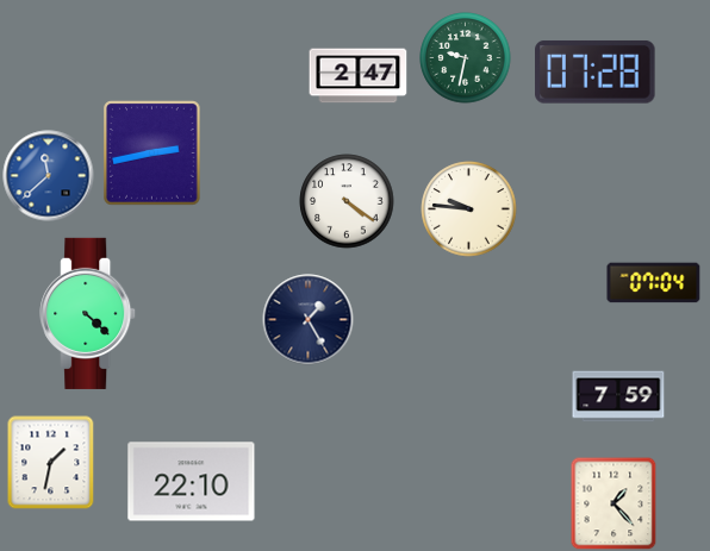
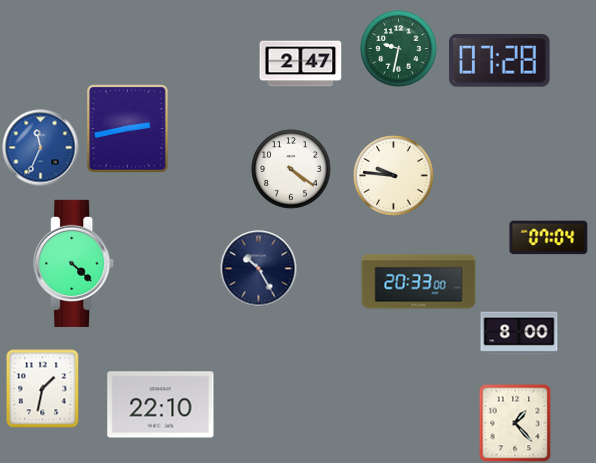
clock at (466, 58) position: (466, 58) -> (399, 49)
clock at (49, 176): 11:38 -> 11:34
clock at (309, 320): 1:25 -> 10:25
clock at (419, 282): none -> 20:33
clock at (618, 396): 7:59 -> 8:00
